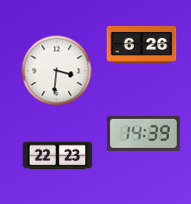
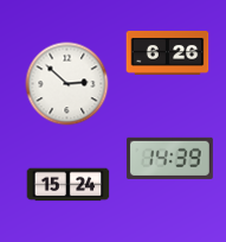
clock at (57, 71): 3:31 -> 2:52
clock at (58, 156): 22:23 -> 15:24
